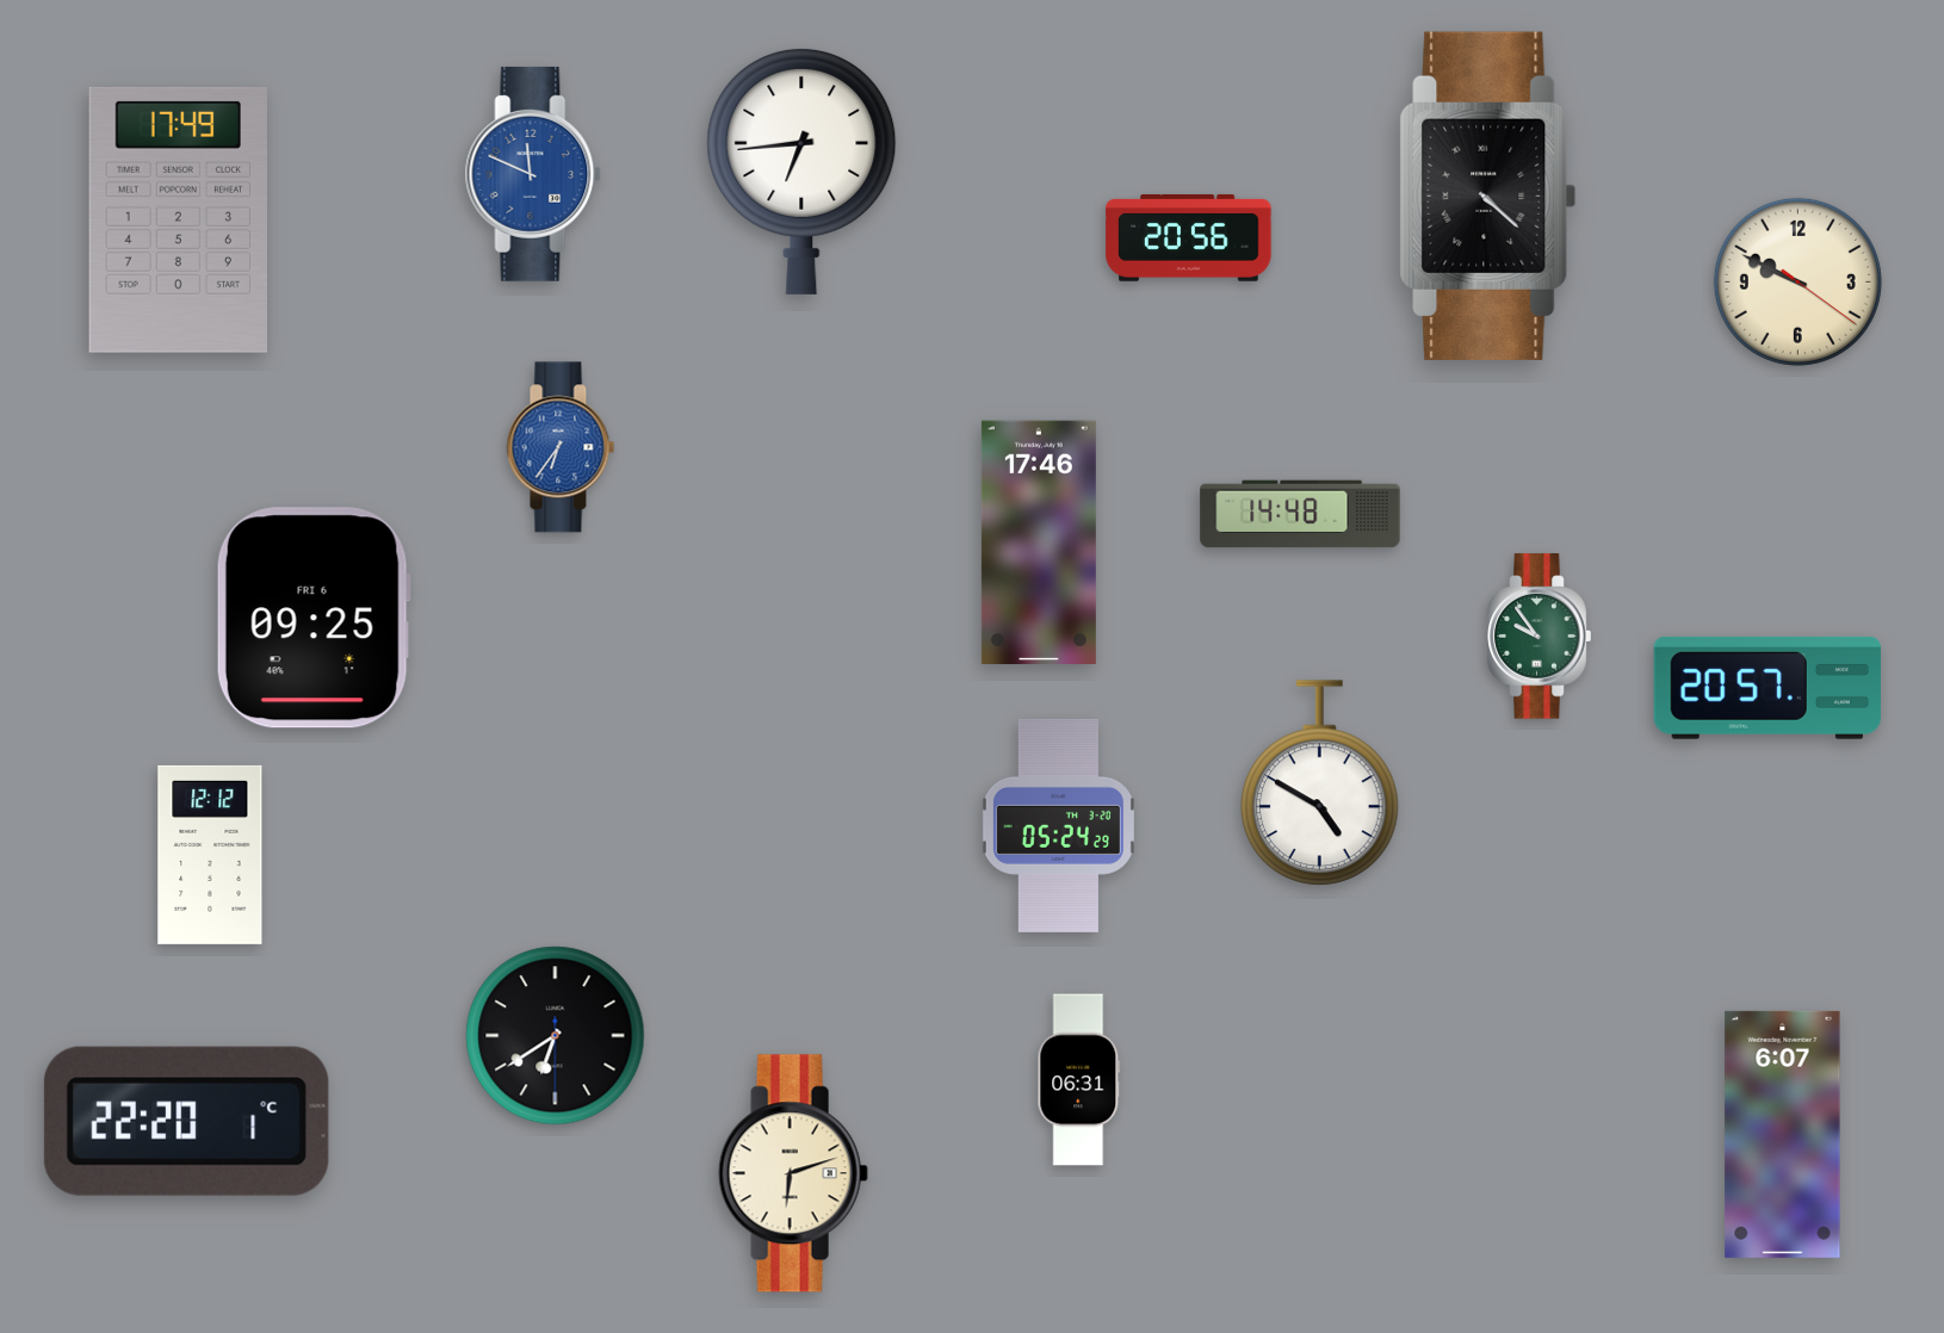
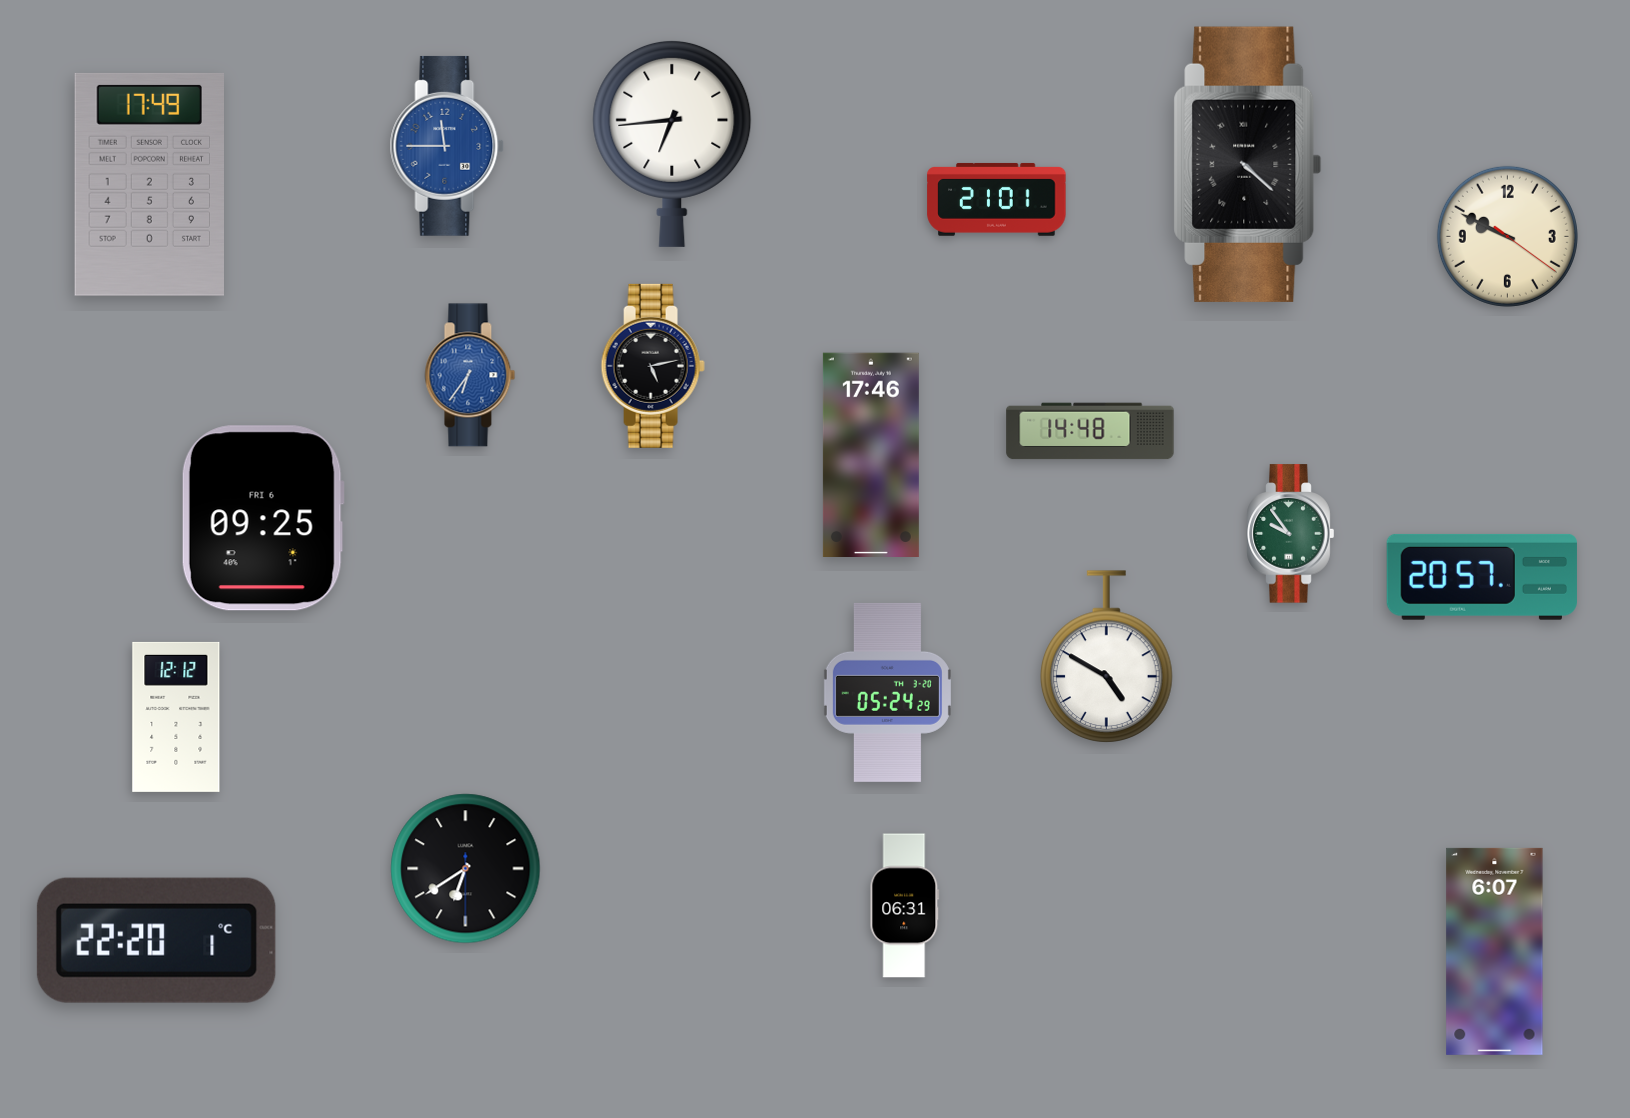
clock at (533, 174): 11:49 -> 11:45
clock at (1189, 238): 20:56 -> 21:01
clock at (653, 366): none -> 5:13
clock at (793, 1173): 6:12 -> none
